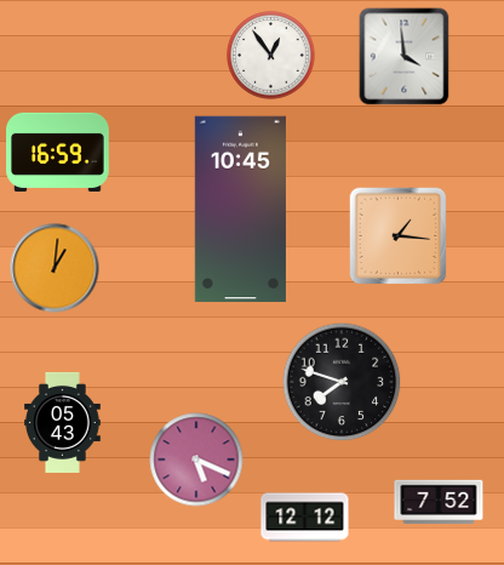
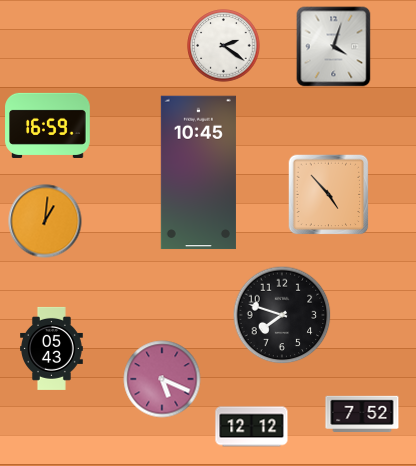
clock at (271, 56): 12:54 -> 2:21
clock at (405, 57): 3:59 -> 4:03
clock at (399, 236): 1:16 -> 4:53
